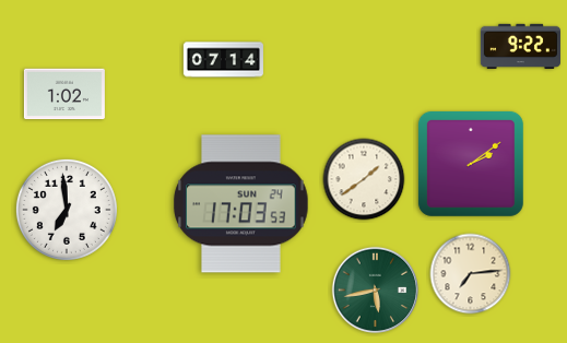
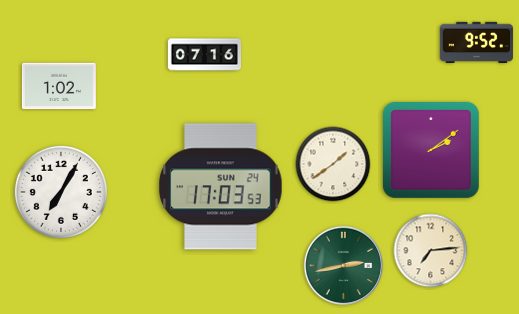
clock at (520, 46): 9:22 -> 9:52
clock at (223, 60): 07:14 -> 07:16
clock at (67, 210): 6:59 -> 7:05
clock at (376, 291): 5:43 -> 2:43
